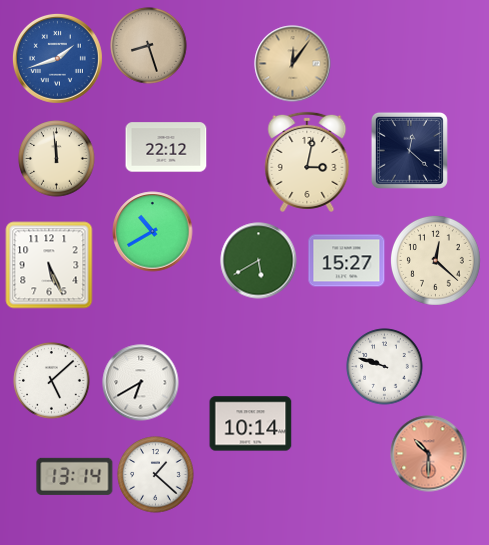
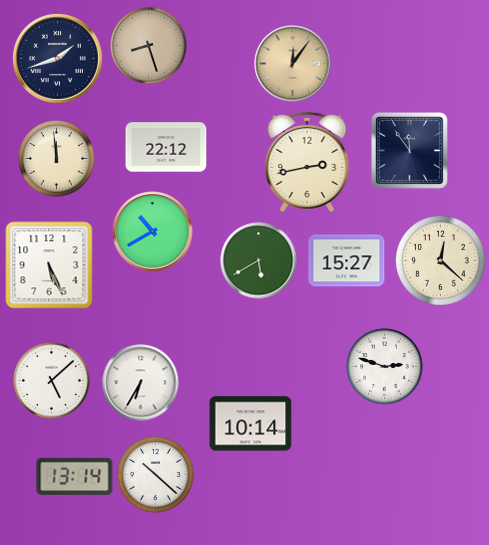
clock at (57, 58) dial: blue -> navy
clock at (409, 150): 12:22 -> 11:54
clock at (307, 162): 3:02 -> 2:43
clock at (436, 261) position: (436, 261) -> (441, 261)
clock at (385, 367): 9:48 -> 2:48
clock at (141, 383): 6:40 -> 6:35
clock at (429, 454): 10:30 -> none
clock at (156, 475): 1:22 -> 10:22
